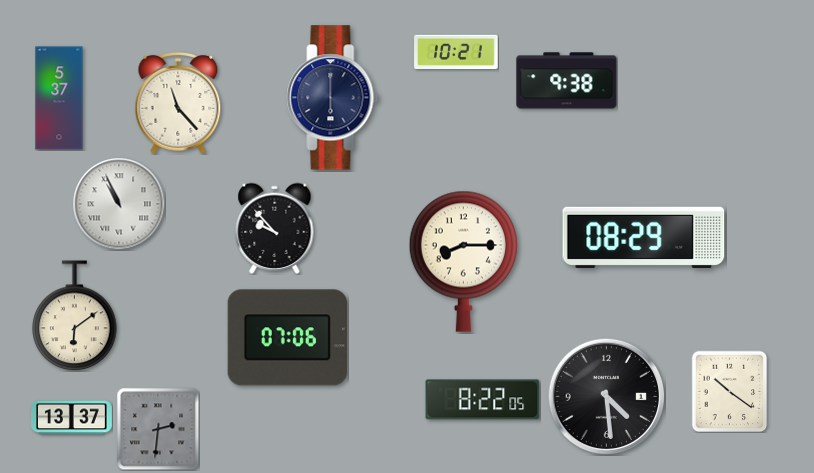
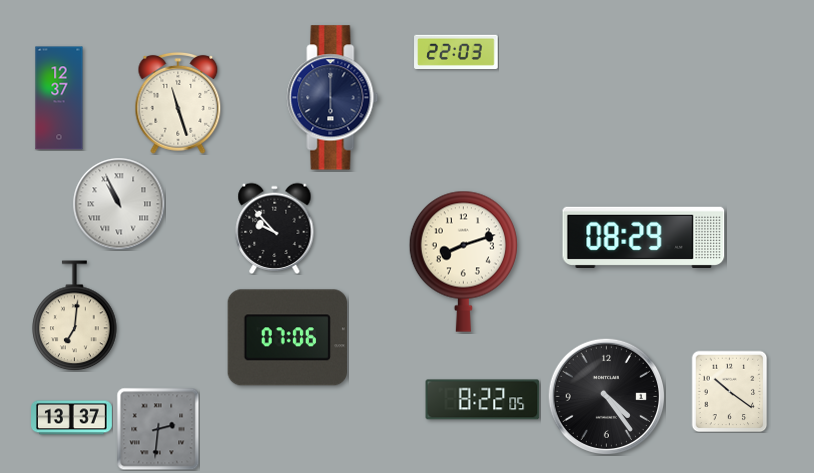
clock at (456, 51): 10:21 -> 22:03
clock at (567, 81): 9:38 -> none
clock at (59, 98): 5:37 -> 12:37
clock at (178, 103): 11:23 -> 11:27
clock at (463, 261): 8:15 -> 8:12
clock at (75, 316): 6:09 -> 7:01
clock at (606, 396): 4:29 -> 4:24
